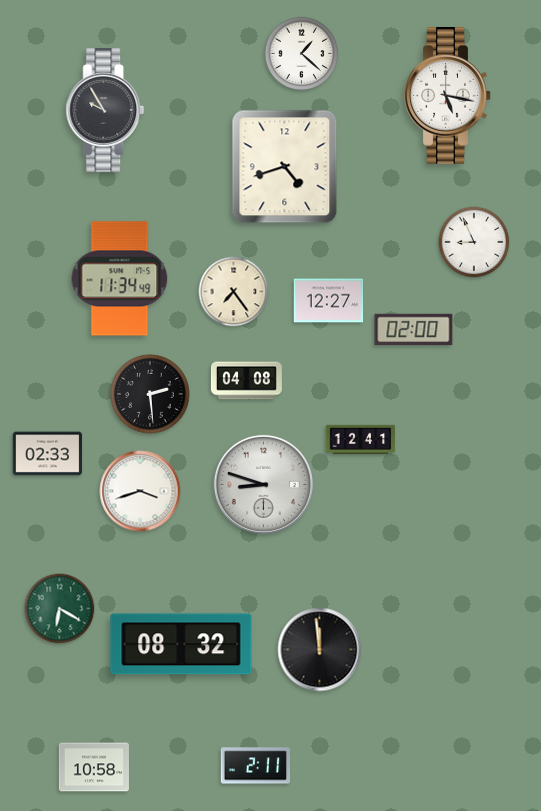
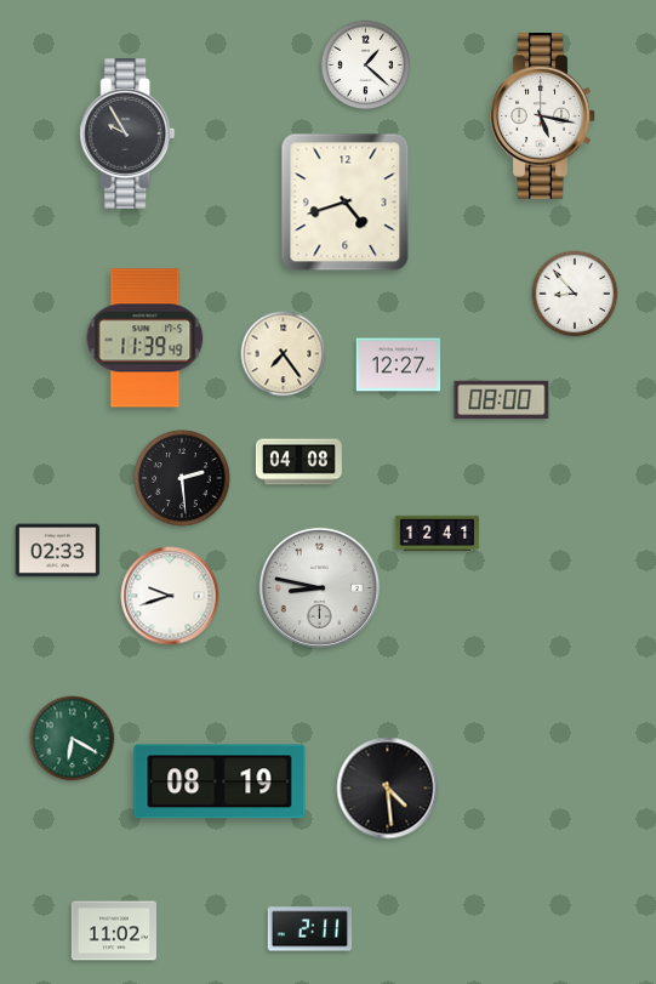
clock at (474, 242): 8:56 -> 8:53
clock at (120, 279): 11:34 -> 11:39
clock at (414, 330): 02:00 -> 08:00
clock at (263, 484): 8:48 -> 8:47
clock at (140, 491): 3:42 -> 9:42
clock at (181, 644): 08:32 -> 08:19
clock at (320, 650): 11:59 -> 4:29
clock at (94, 767): 10:58 -> 11:02
